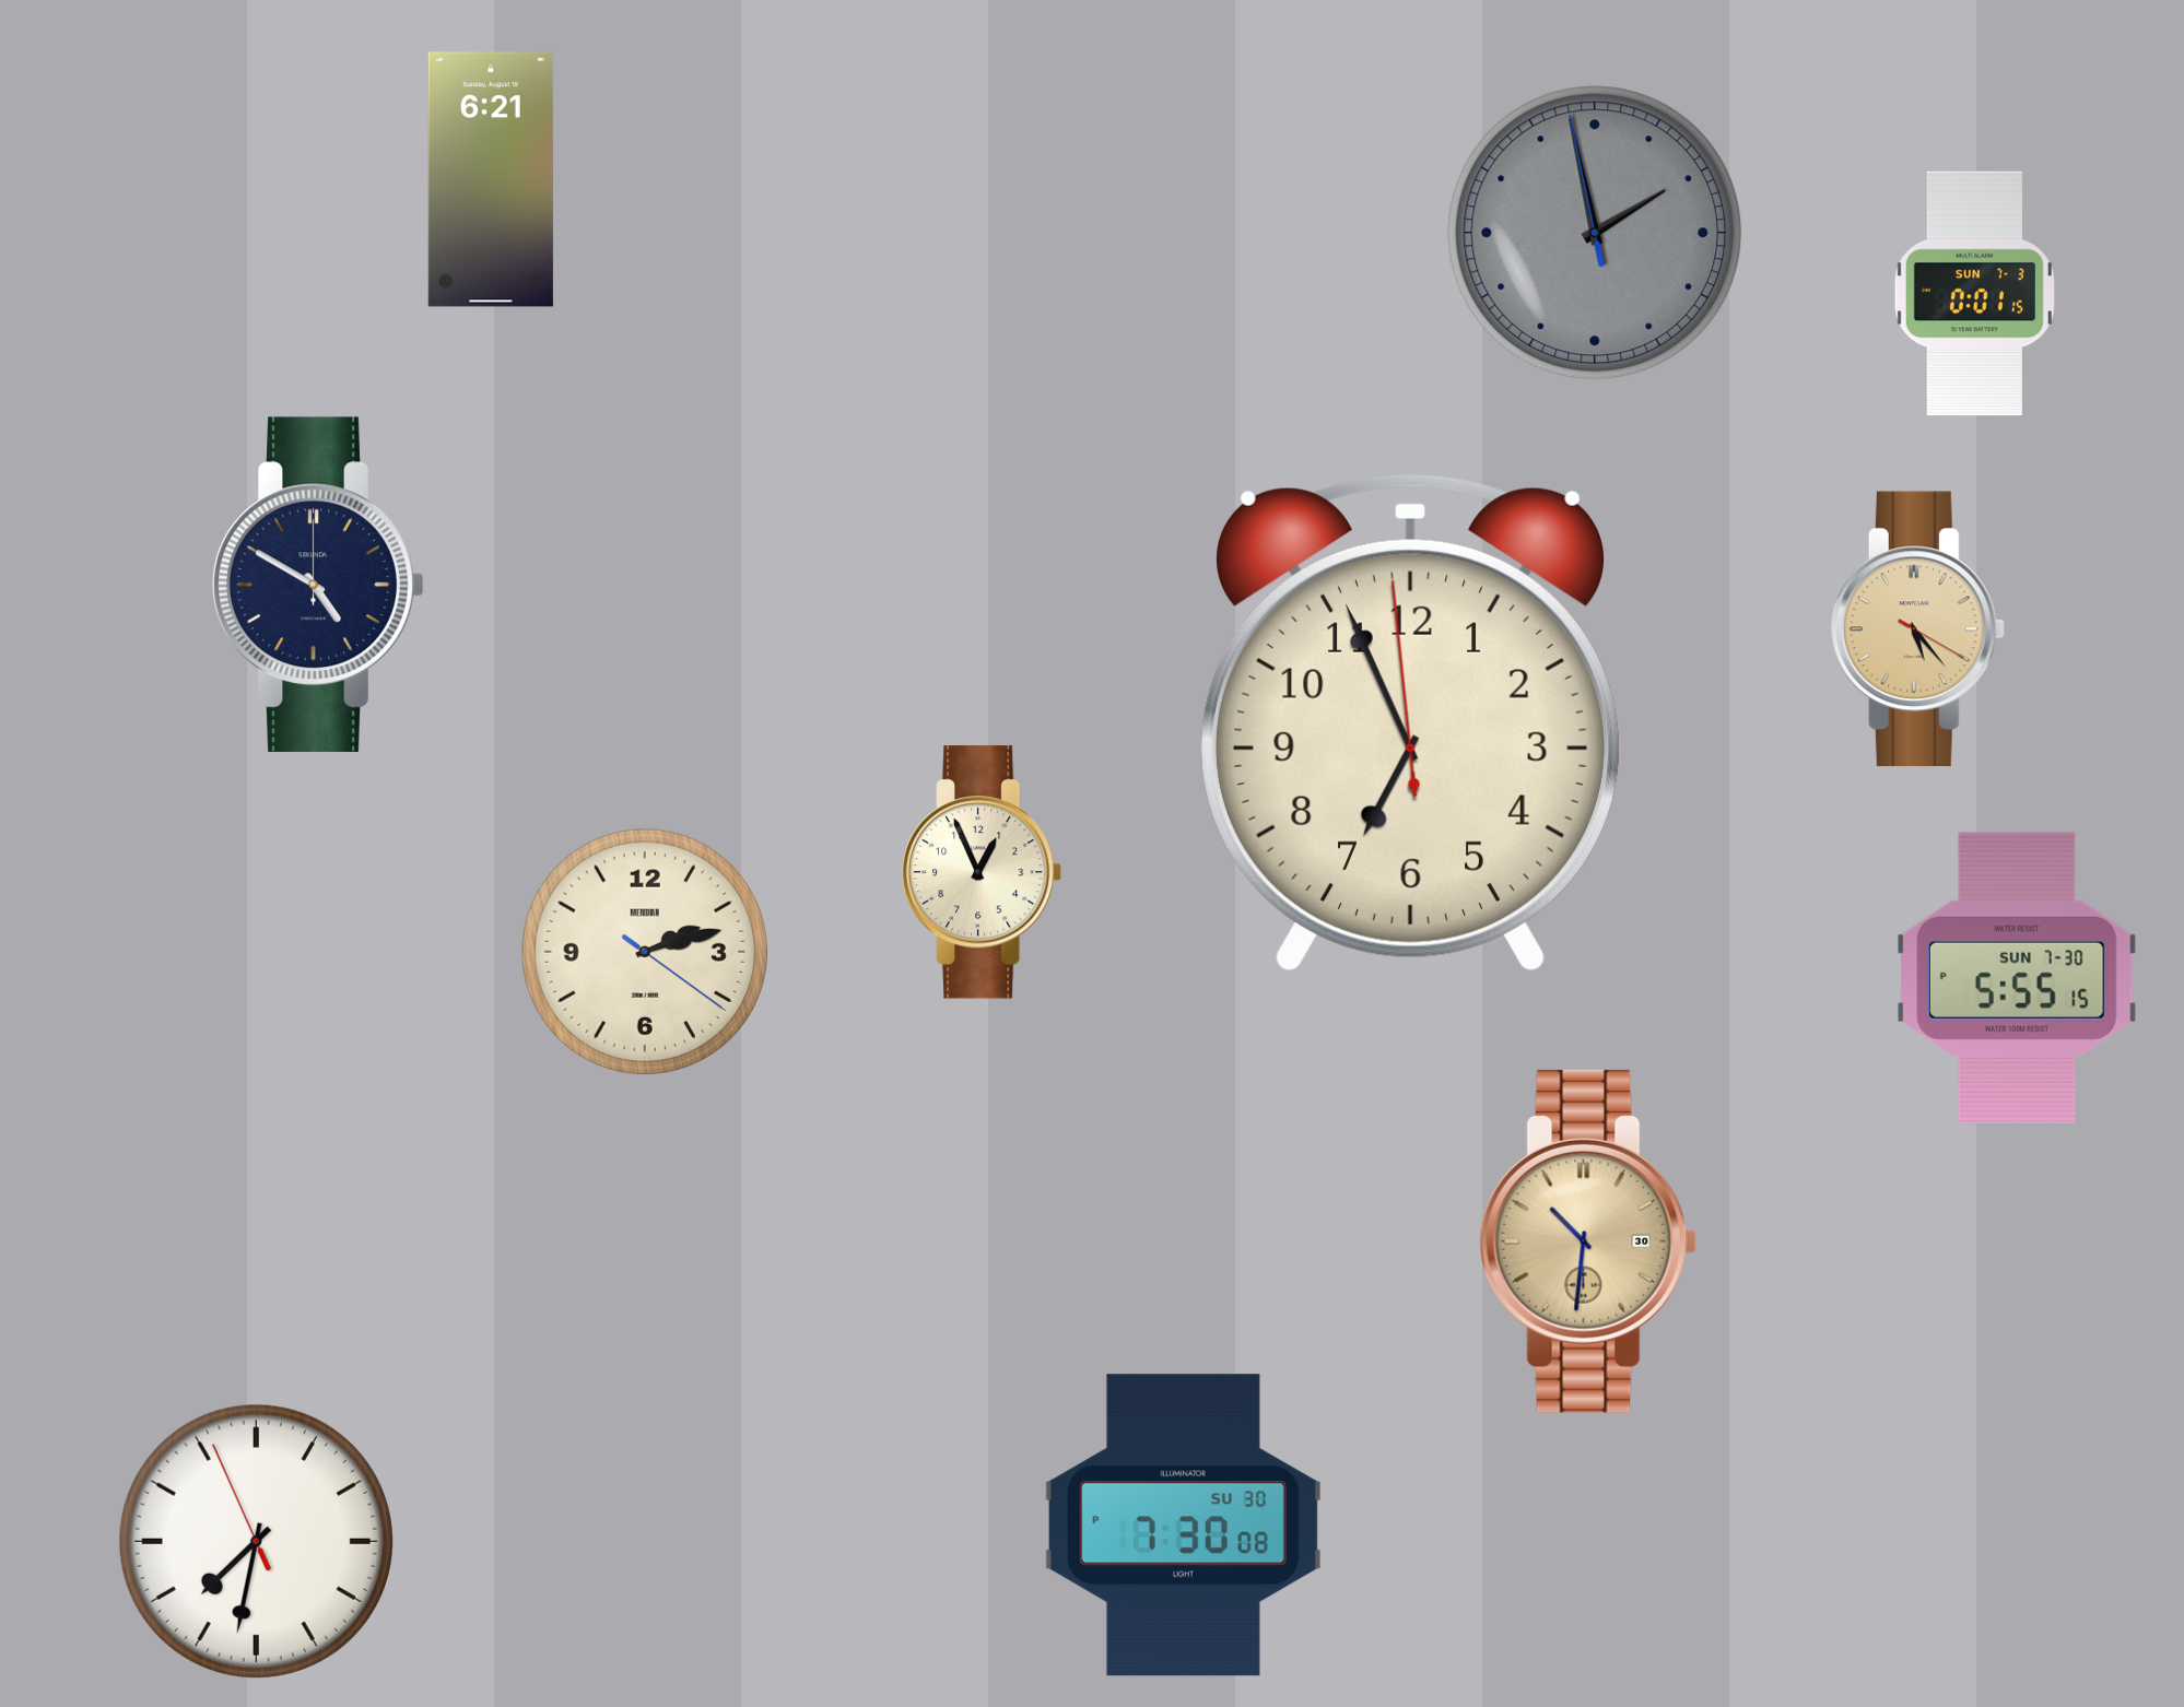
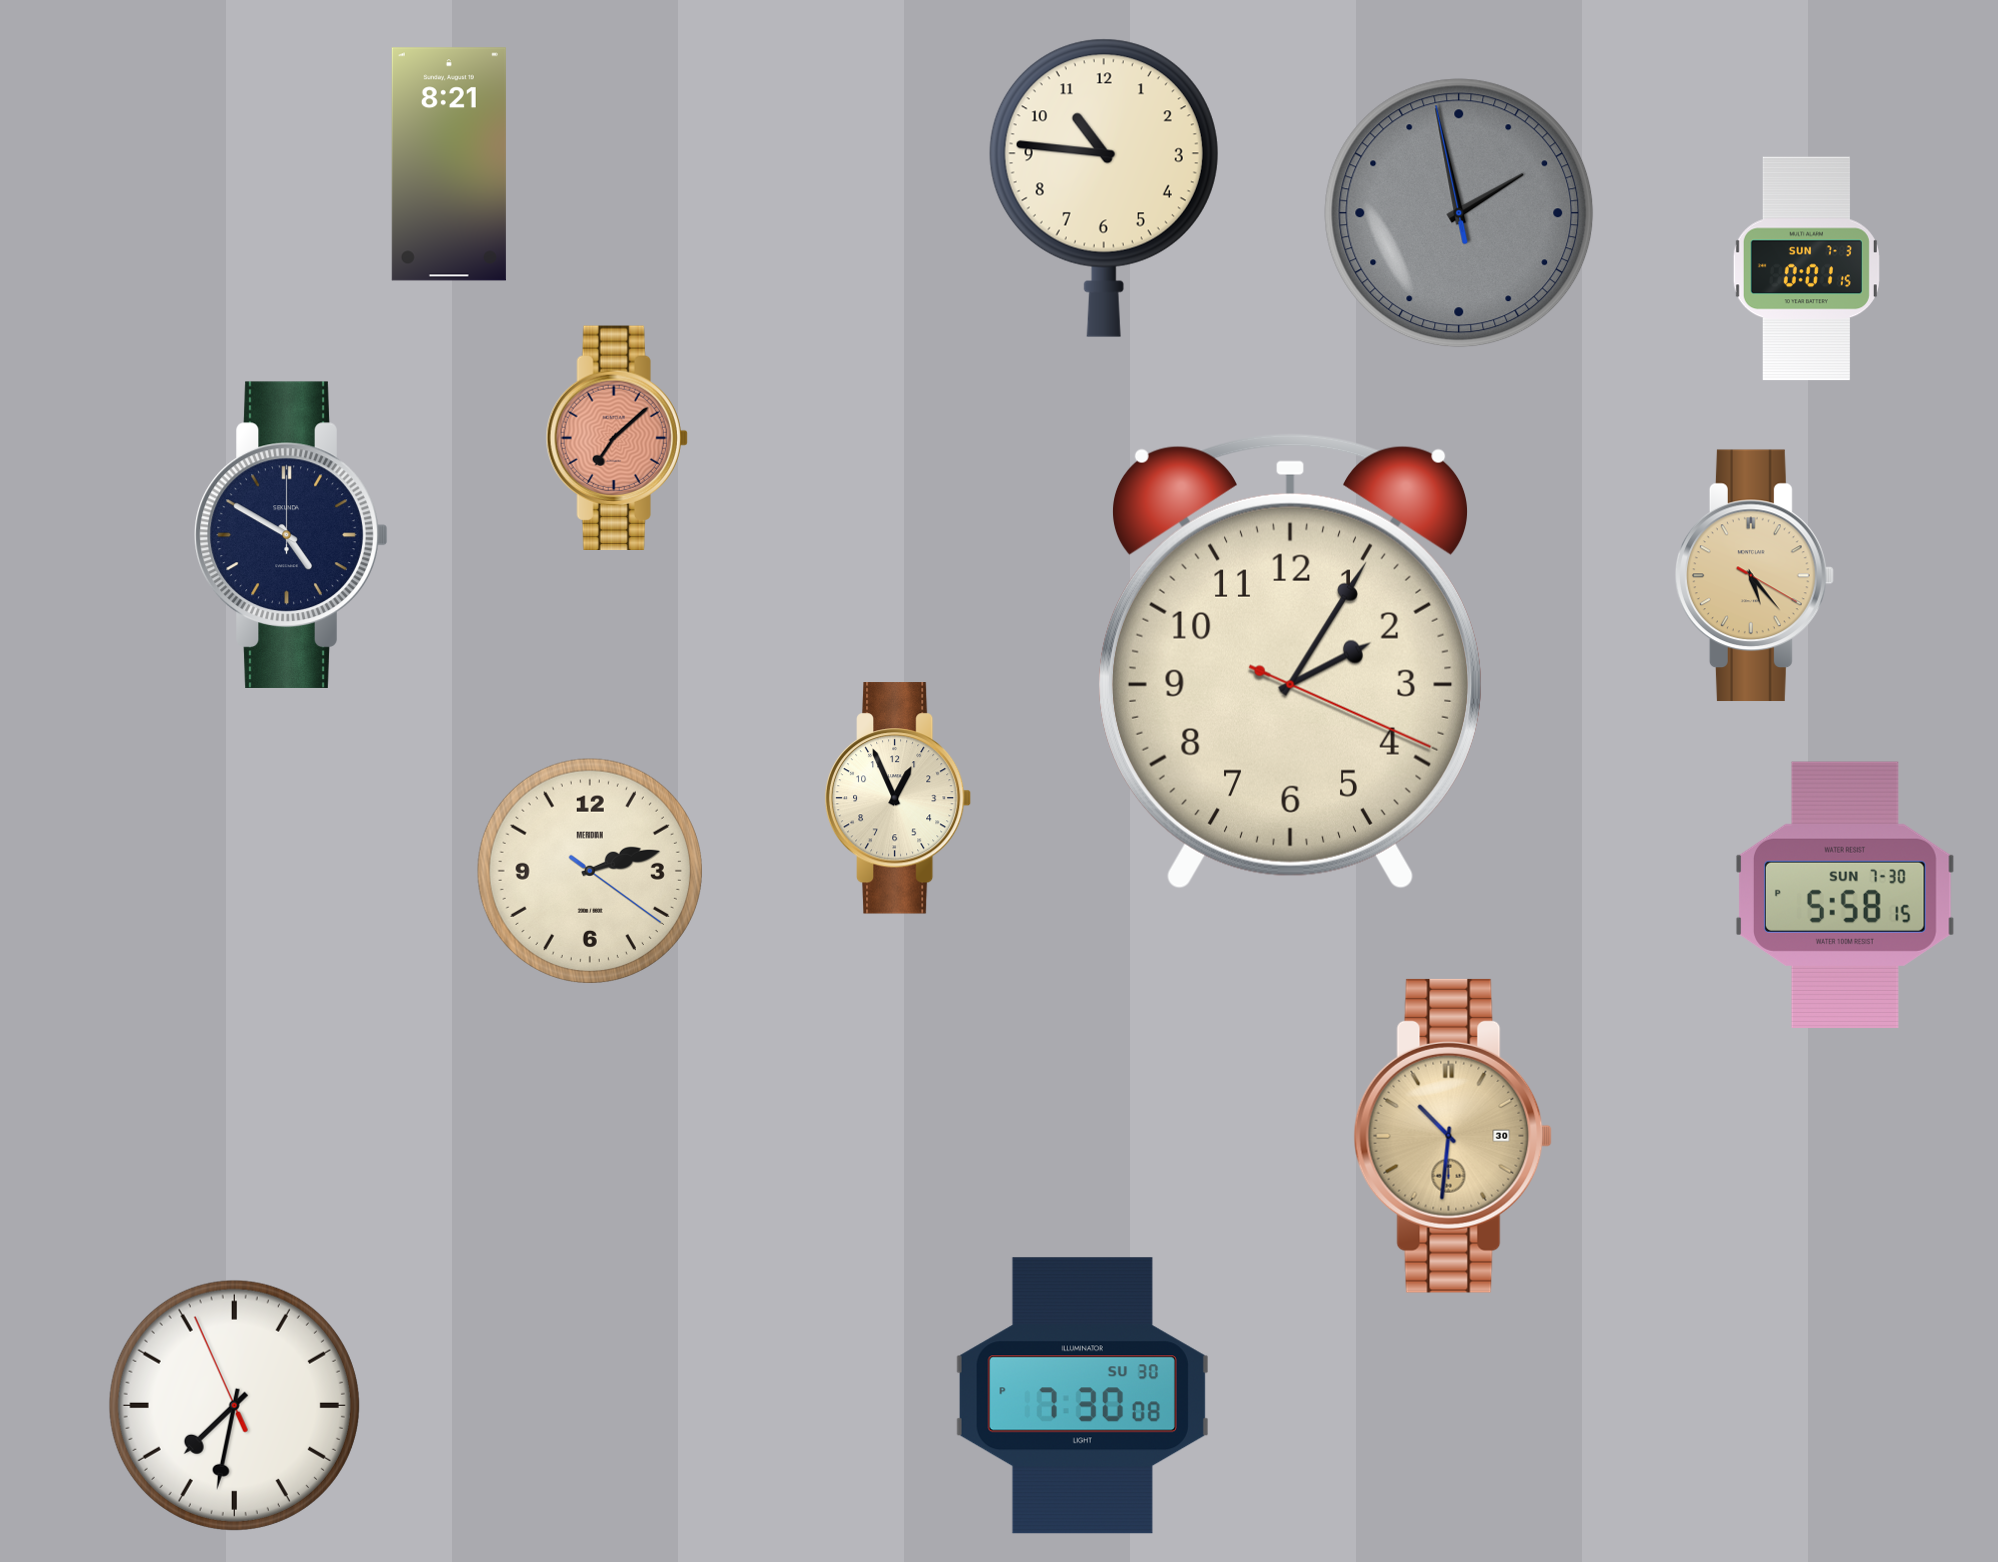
clock at (491, 179): 6:21 -> 8:21
clock at (1104, 188): none -> 10:46
clock at (617, 437): none -> 7:08
clock at (1410, 723): 6:55 -> 2:05
clock at (2017, 978): 5:55 -> 5:58
clock at (256, 1541) position: (256, 1541) -> (234, 1405)
